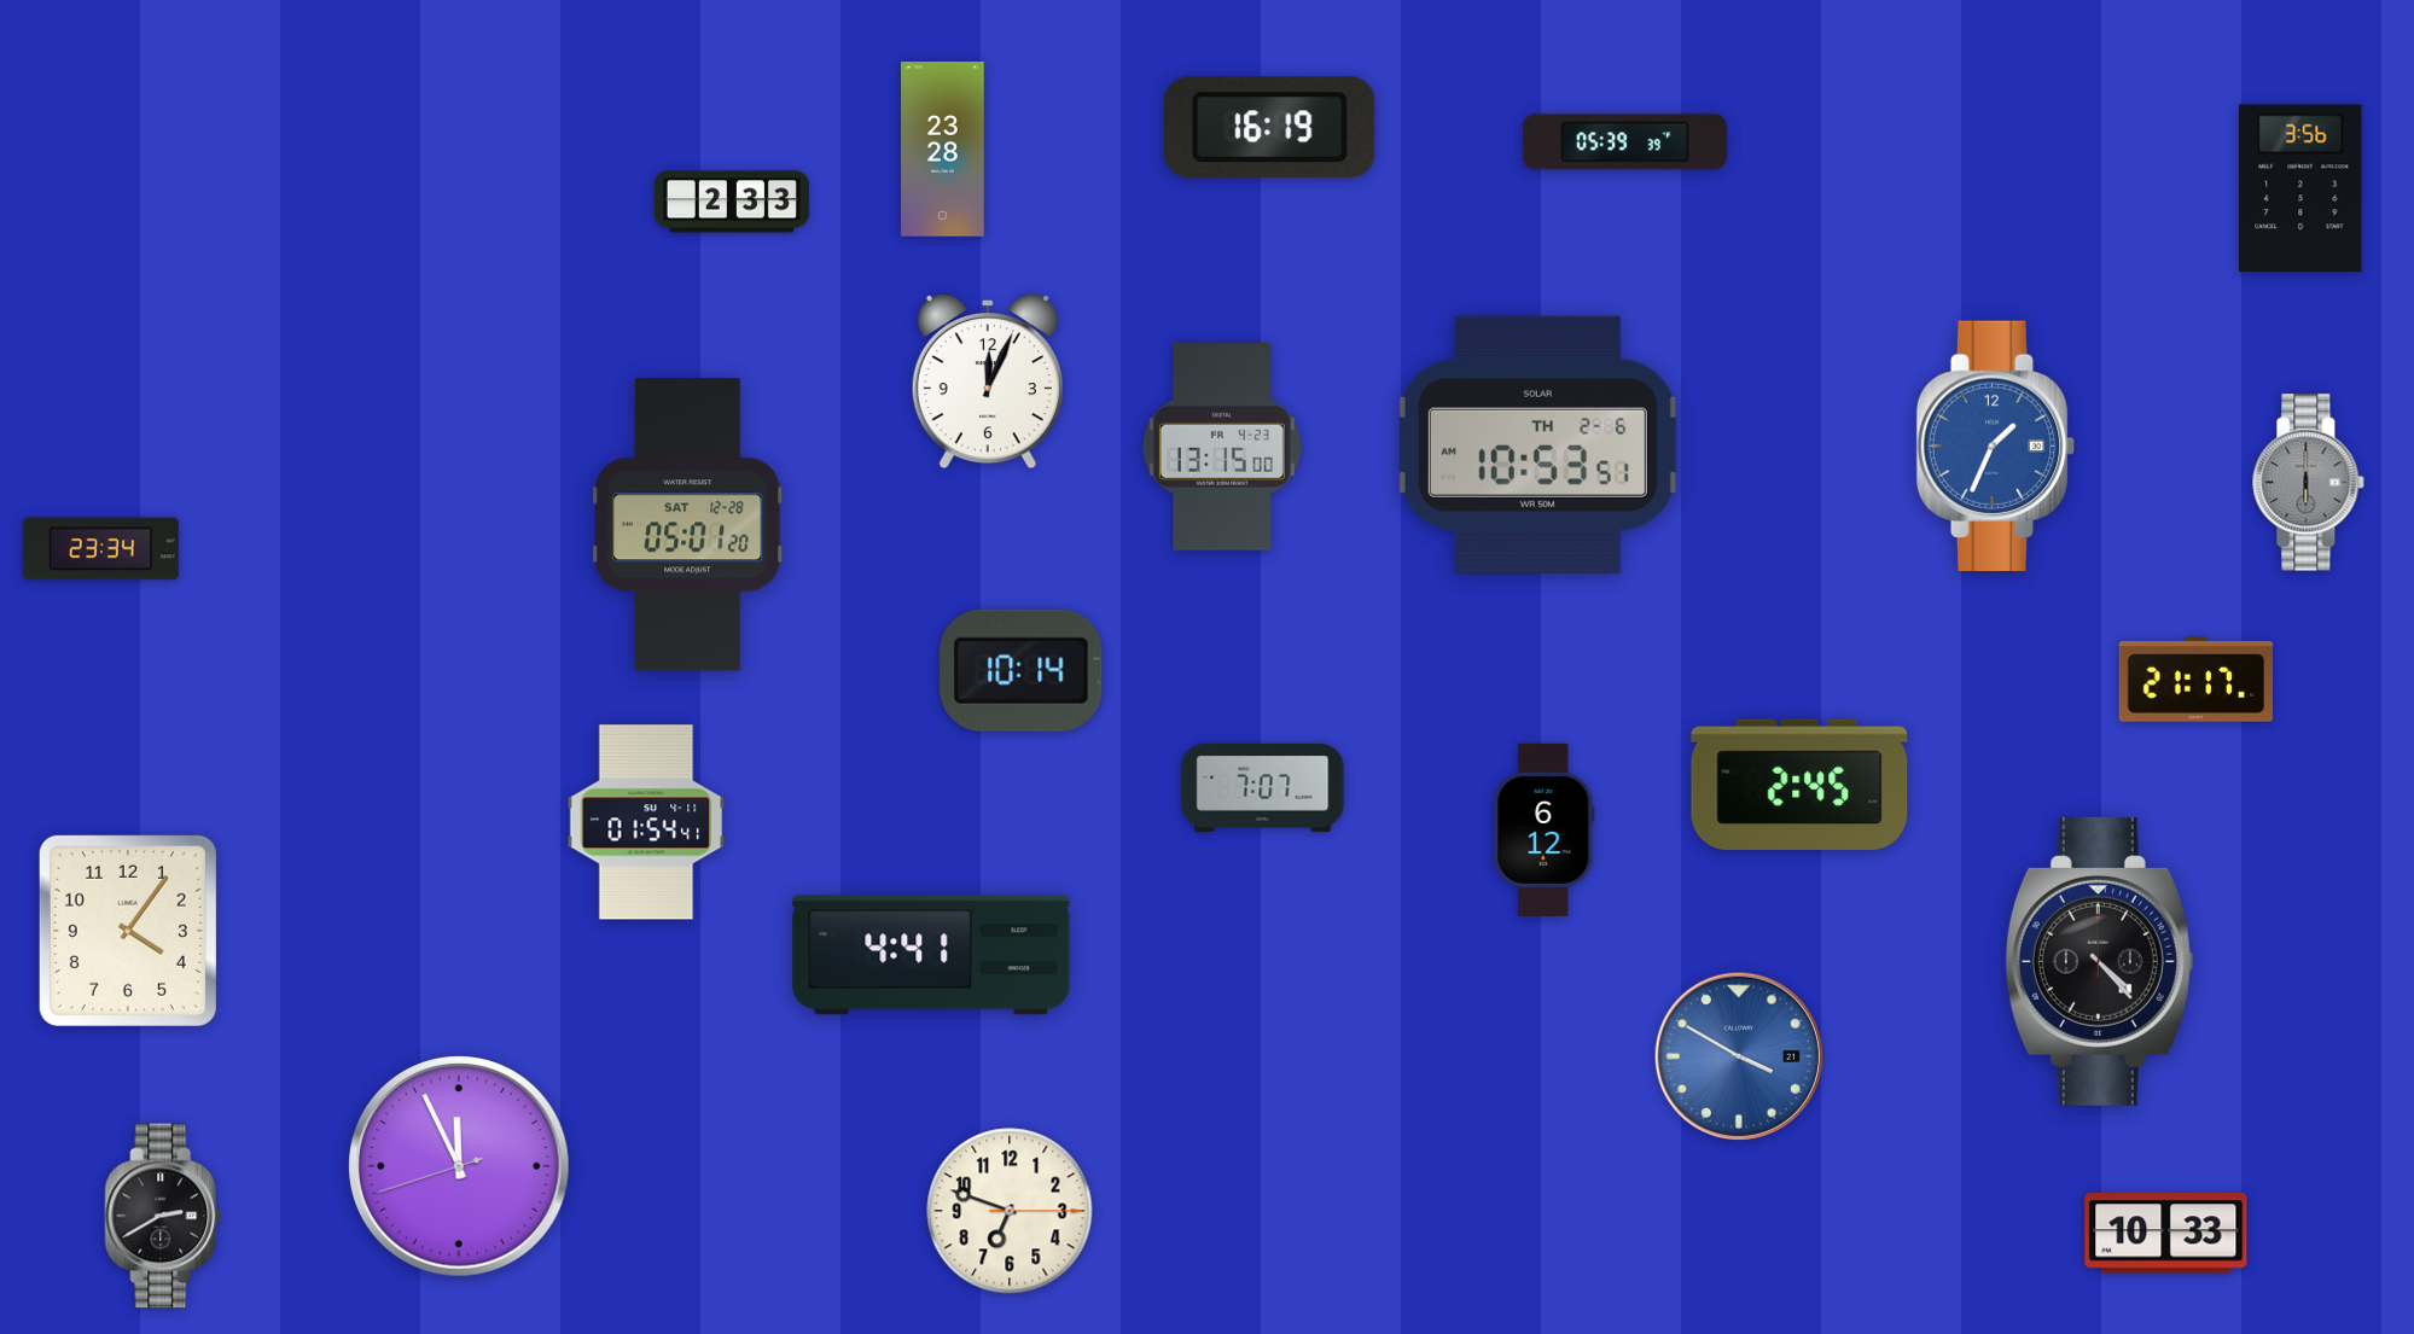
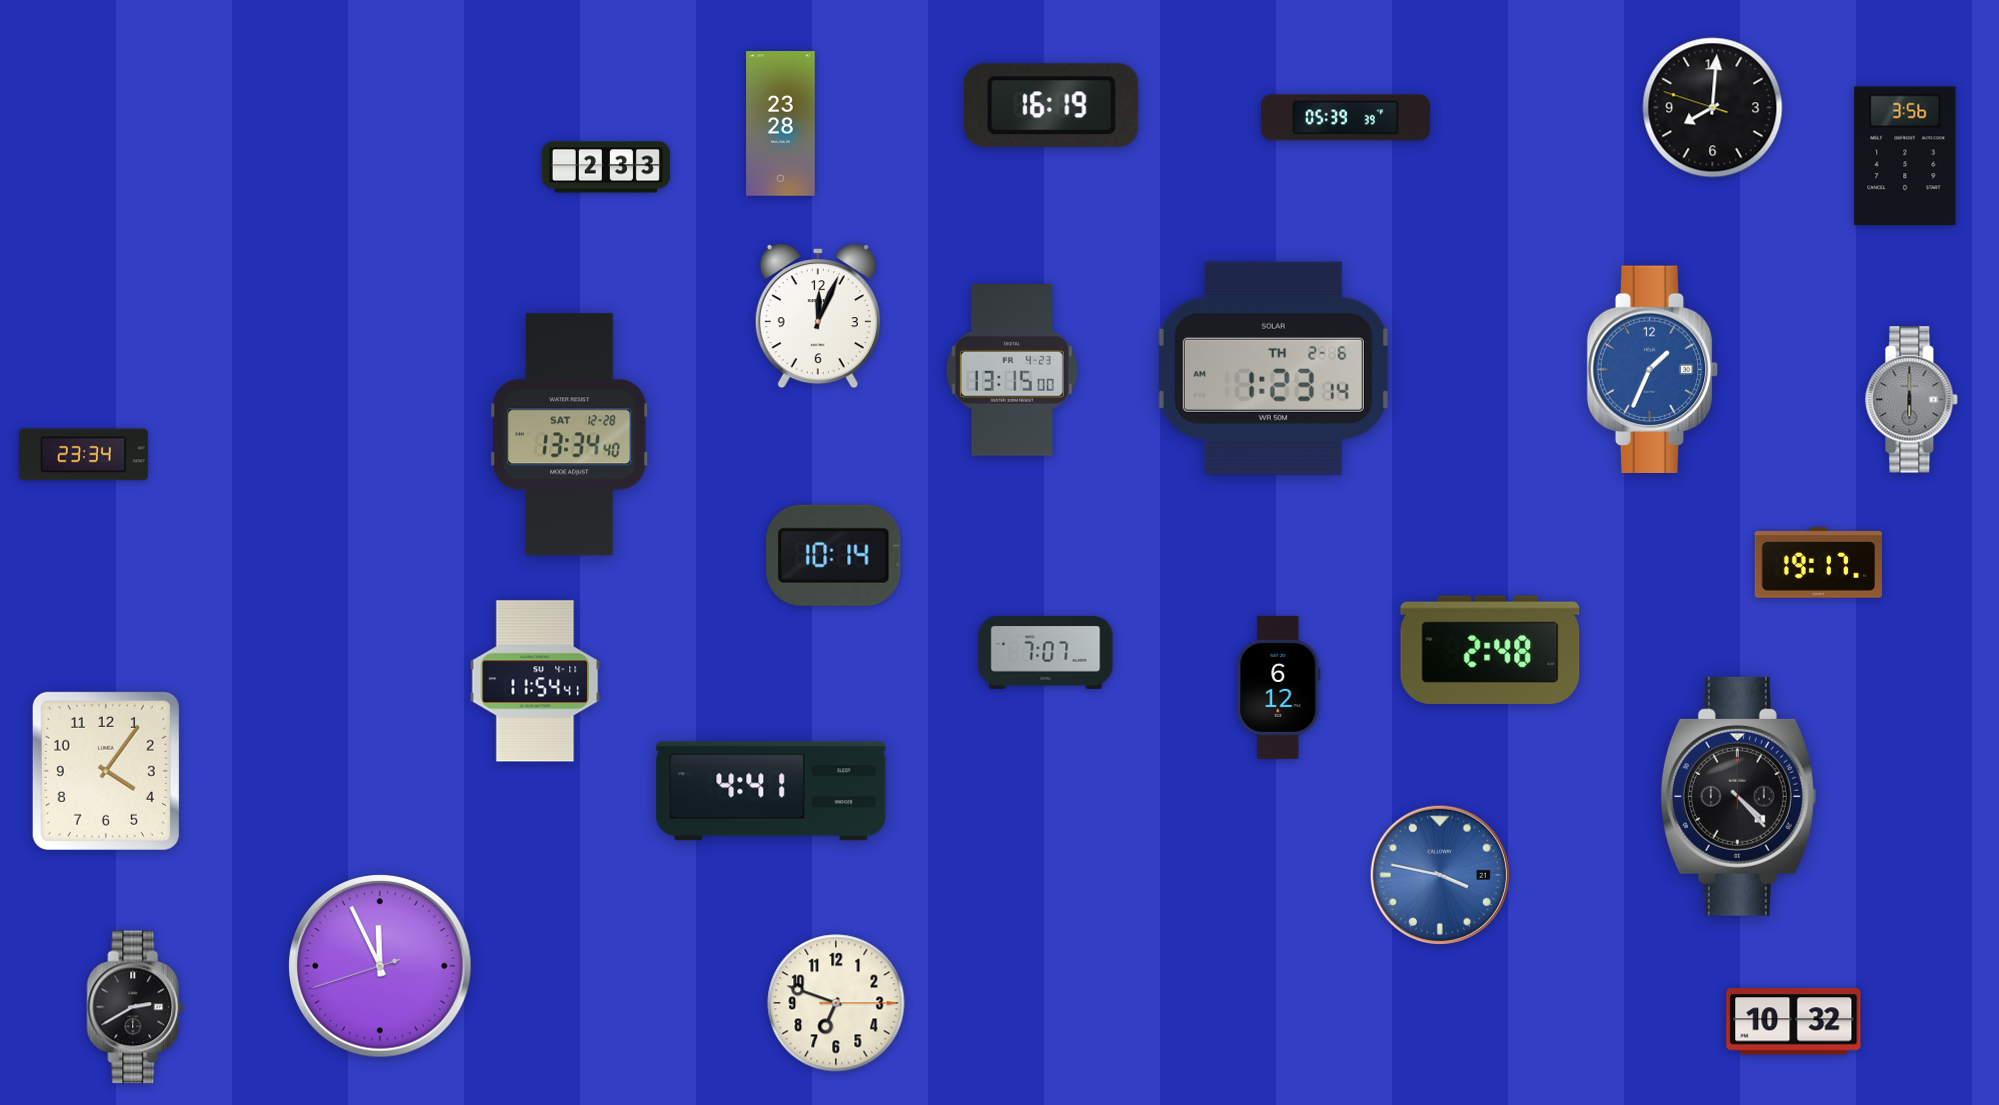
clock at (1713, 108): none -> 8:00
clock at (1537, 444): 10:53 -> 1:23
clock at (688, 525): 05:01 -> 13:34
clock at (1022, 670) position: (1022, 670) -> (834, 555)
clock at (2195, 680): 21:17 -> 19:17
clock at (1799, 783): 2:45 -> 2:48
clock at (646, 822): 01:54 -> 11:54
clock at (1738, 1055): 3:50 -> 3:47
clock at (2166, 1234): 10:33 -> 10:32
